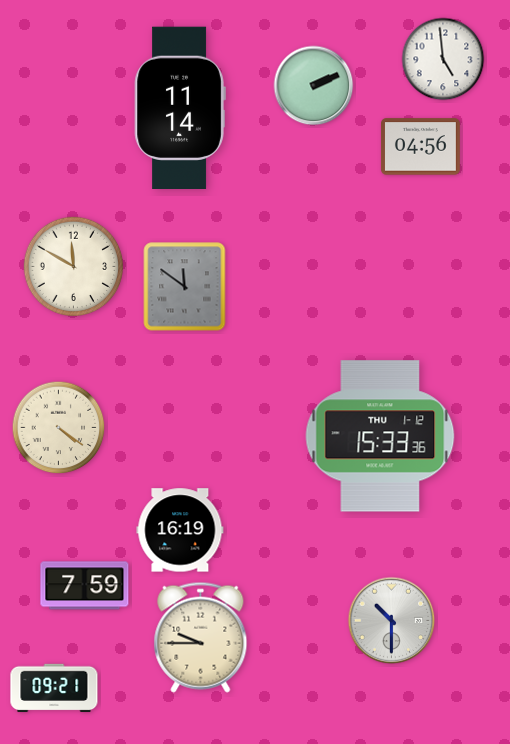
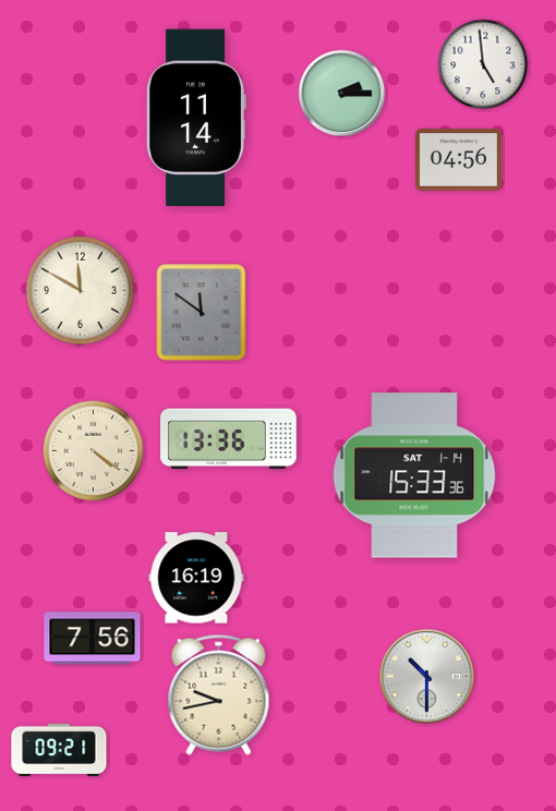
clock at (314, 86): 2:11 -> 2:15
clock at (229, 439): none -> 13:36
clock at (59, 428) position: (59, 428) -> (94, 451)
clock at (380, 436) date: THU 1-12 -> SAT 1-14
clock at (85, 586): 7:59 -> 7:56
clock at (201, 637): 9:45 -> 9:43
